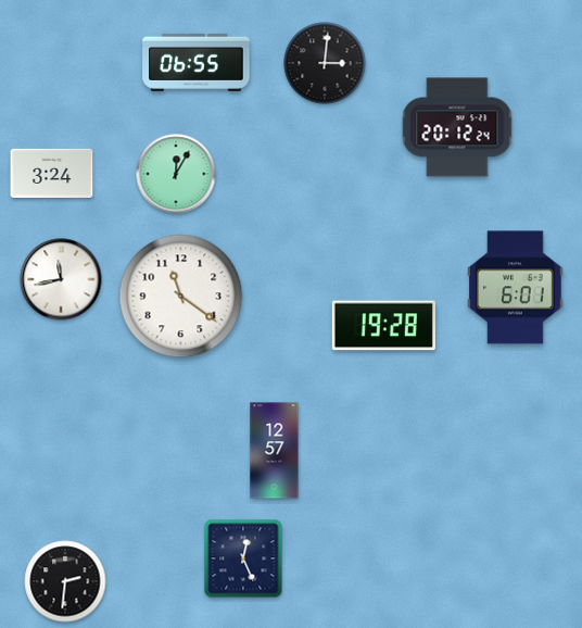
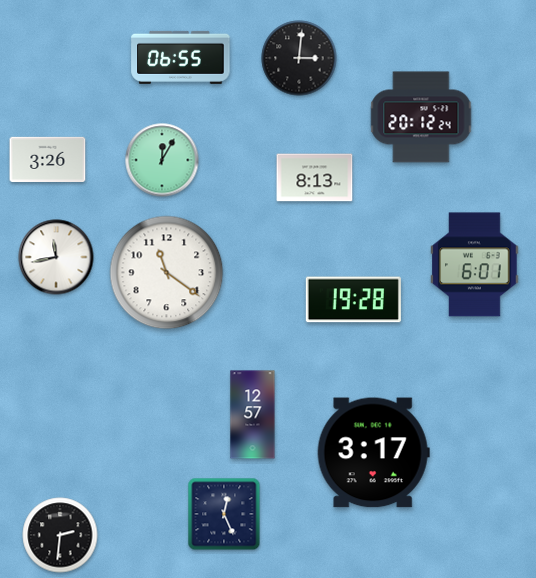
clock at (52, 173): 3:24 -> 3:26
clock at (315, 178): none -> 8:13
clock at (373, 453): none -> 3:17
